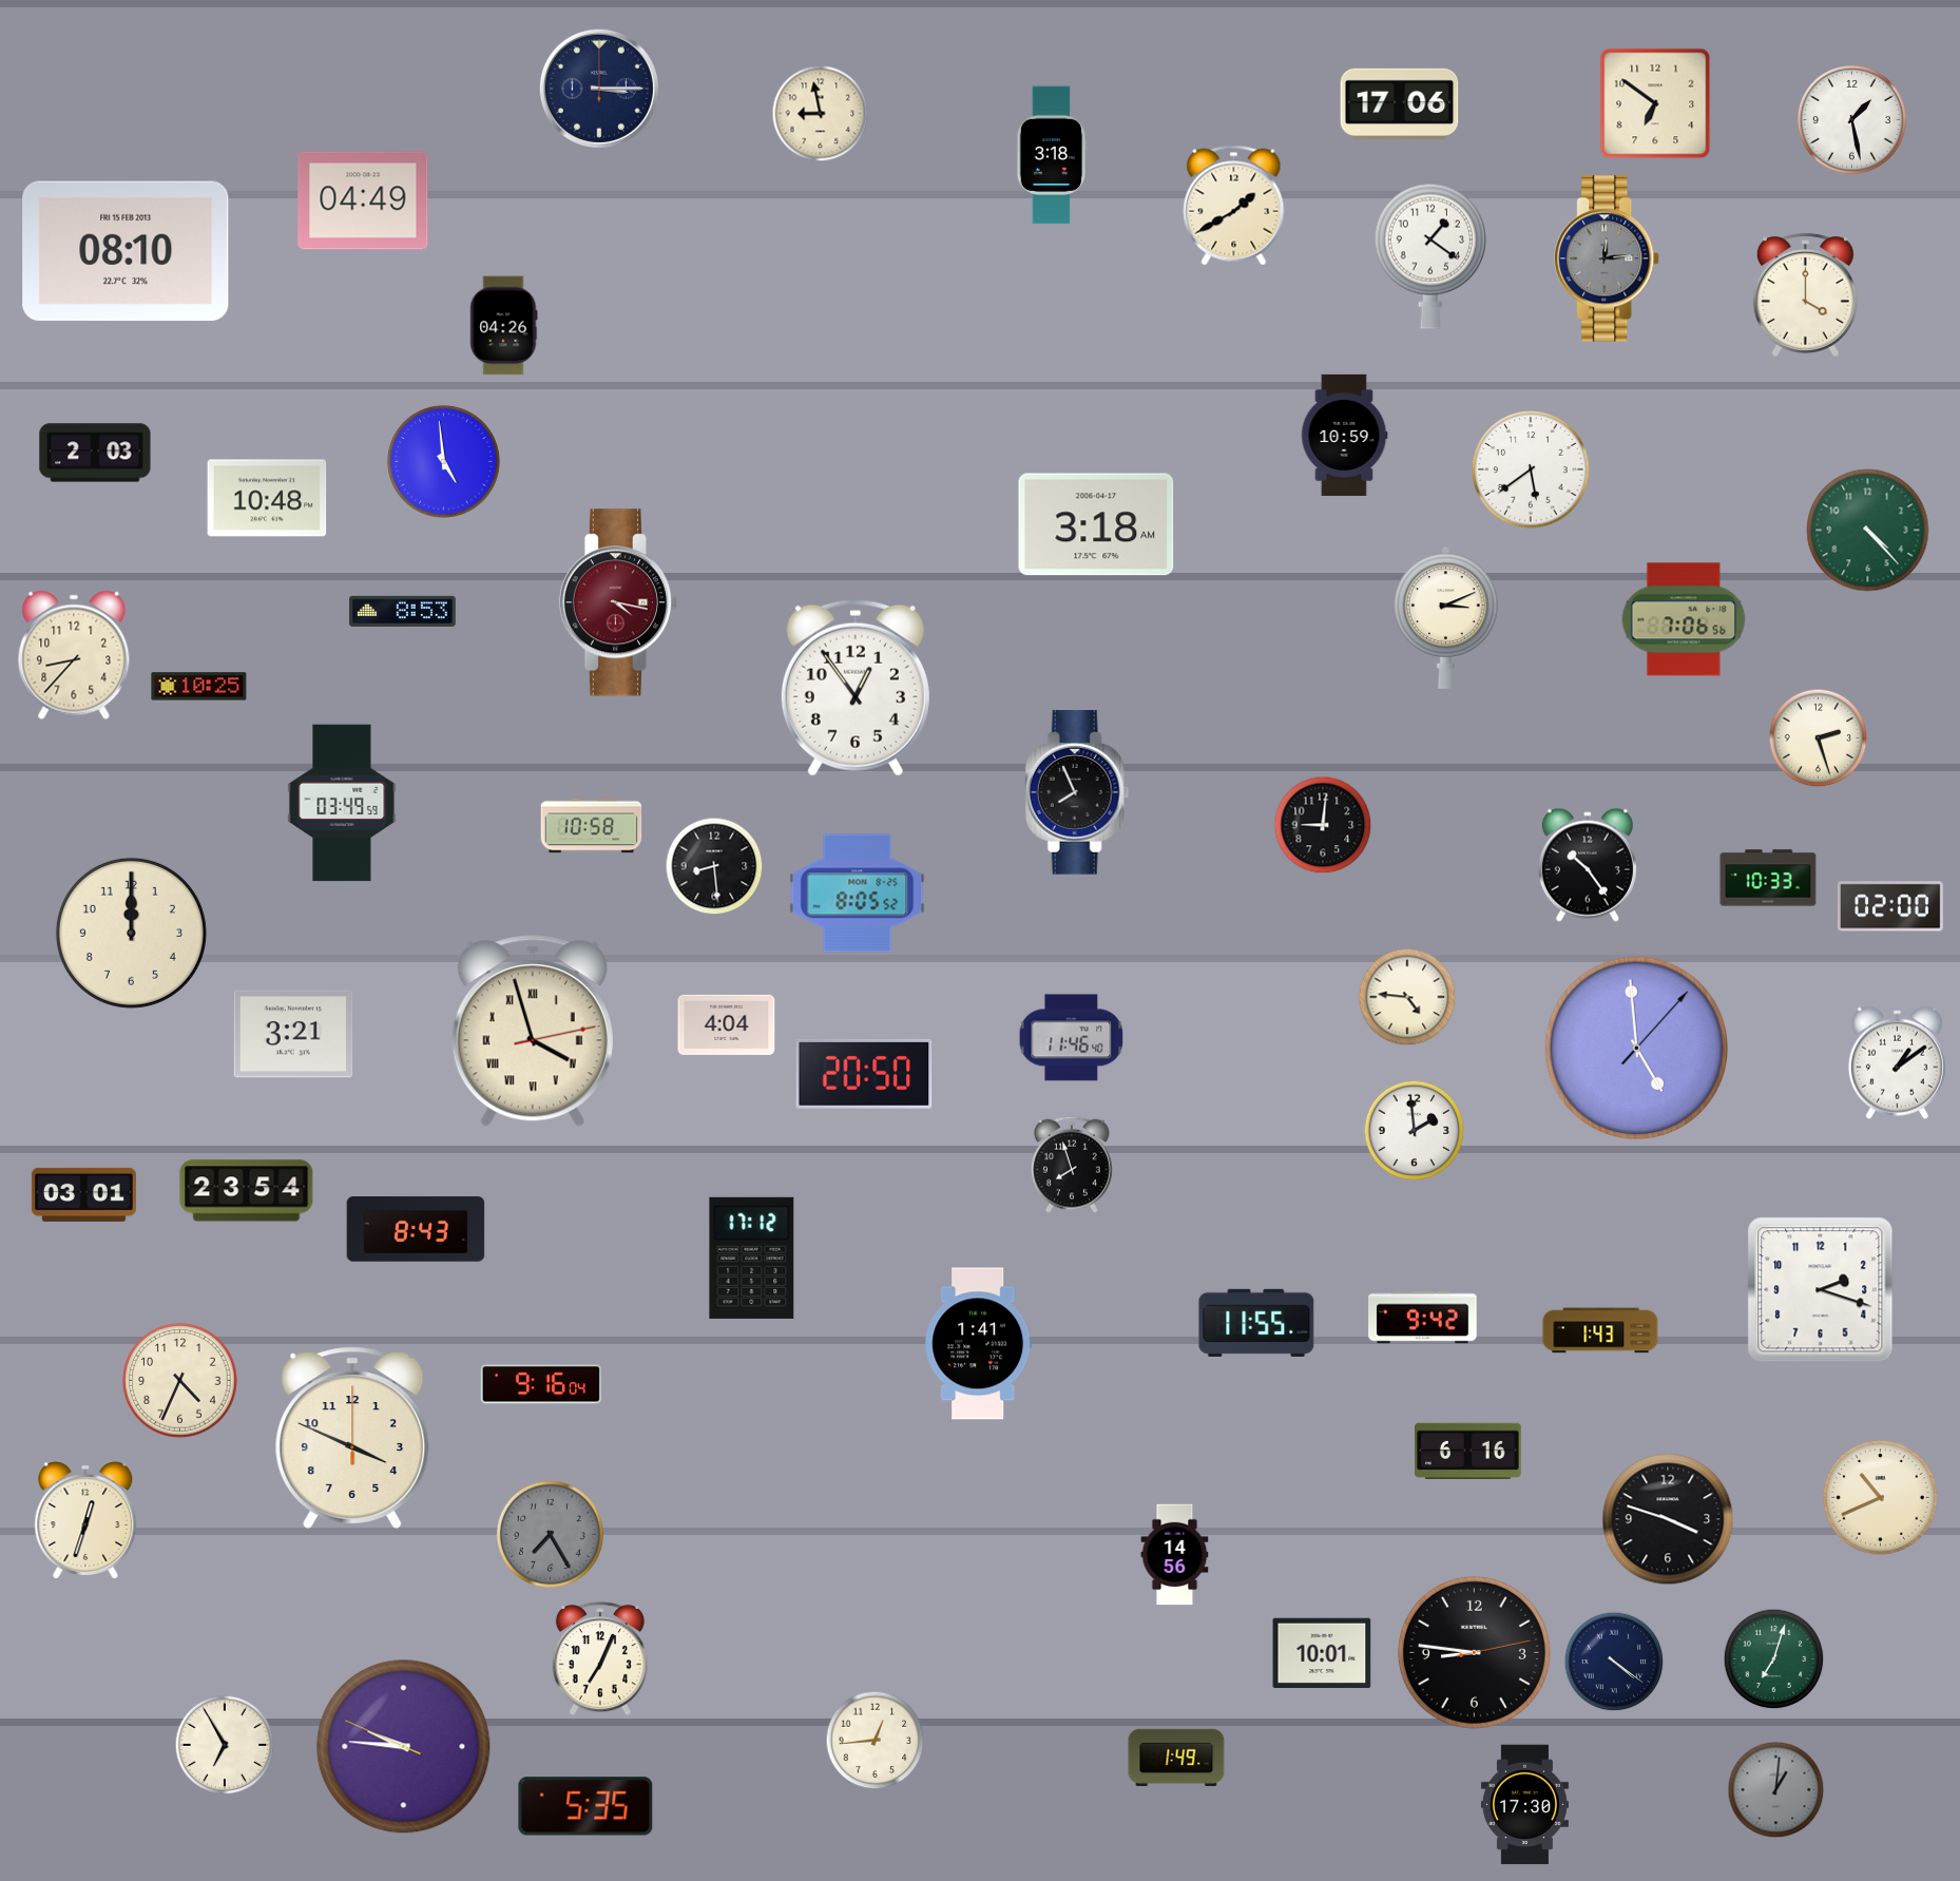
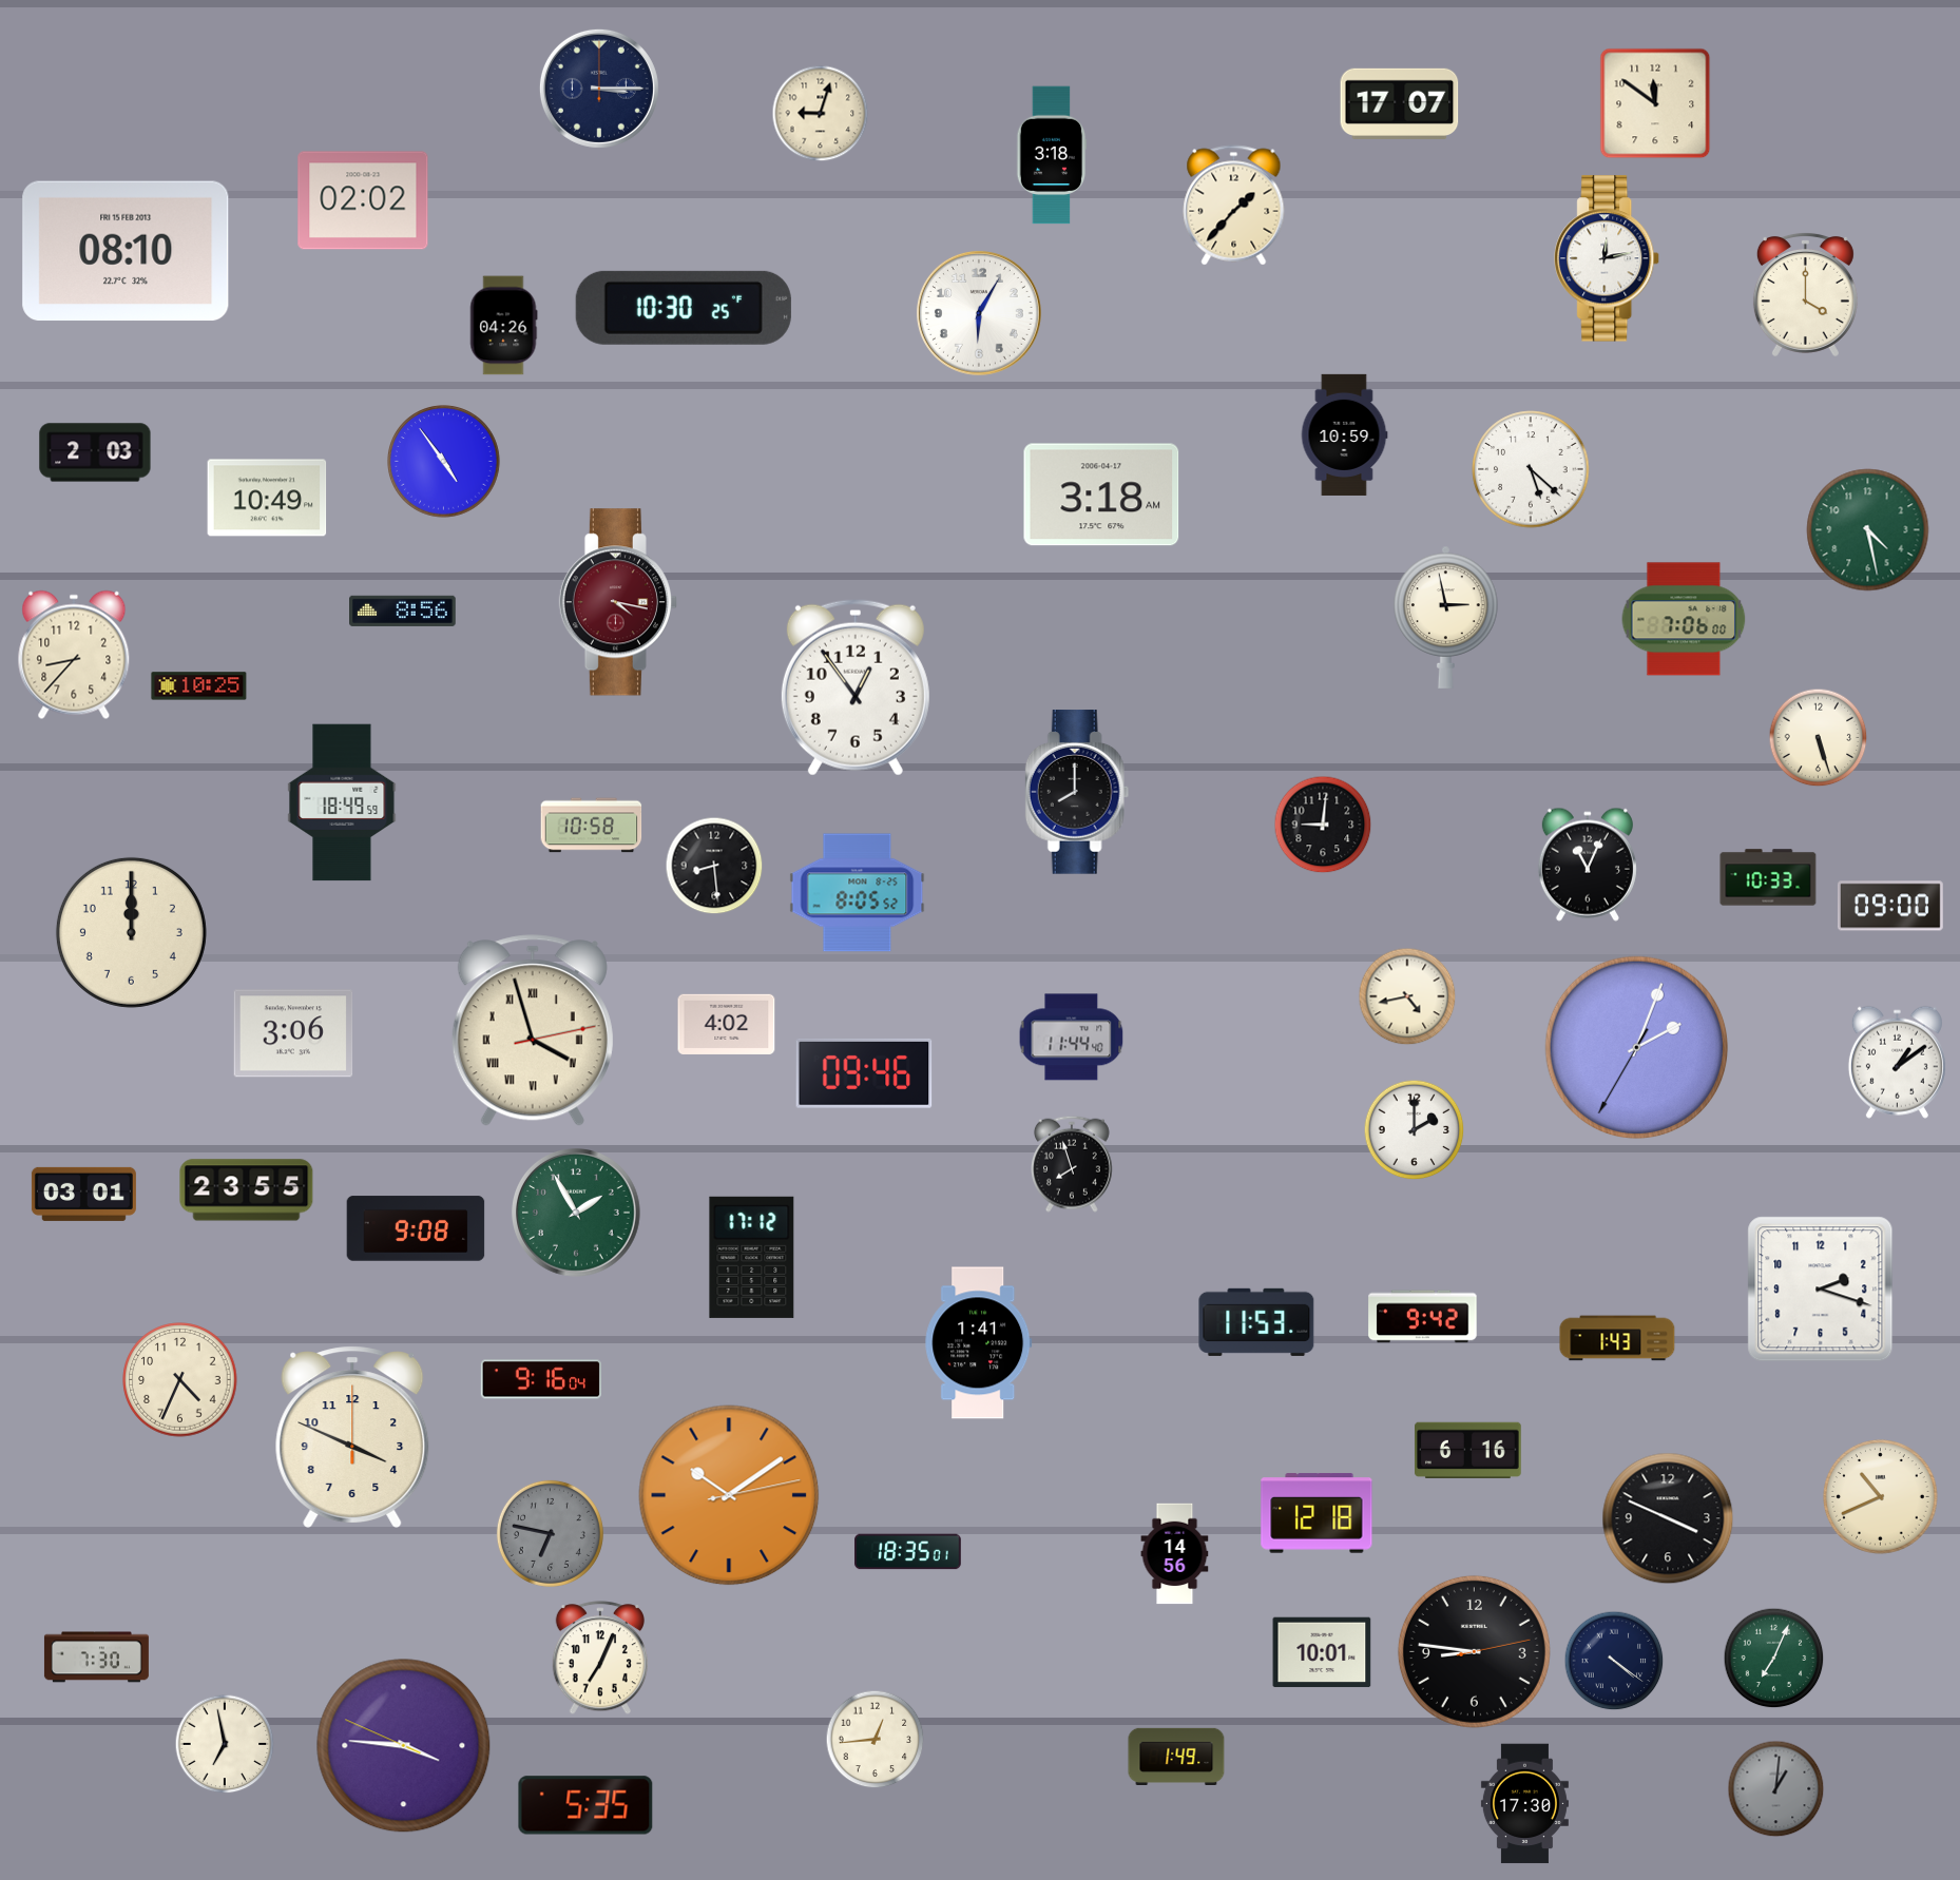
clock at (1400, 103): 17:06 -> 17:07
clock at (1655, 103): 6:51 -> 11:51
clock at (821, 114): 8:58 -> 9:03
clock at (1851, 119): 1:28 -> none
clock at (363, 200): 04:49 -> 02:02
clock at (1234, 206): 1:40 -> 1:37
clock at (1430, 256): 1:21 -> none
clock at (1608, 258): 12:14 -> 12:13
clock at (1608, 258) dial: grey -> white
clock at (684, 308): none -> 10:30
clock at (979, 313): none -> 6:05
clock at (444, 462): 4:59 -> 4:54
clock at (1531, 469): 5:39 -> 5:22
clock at (267, 498): 10:48 -> 10:49
clock at (1096, 524) position: (1096, 524) -> (1101, 495)
clock at (1868, 531): 4:23 -> 4:28
clock at (403, 611): 8:53 -> 8:56
clock at (1446, 617): 3:11 -> 2:58
clock at (1684, 619): 7:06:56 -> 7:06:00
clock at (1819, 738): 2:27 -> 5:27
clock at (1077, 792): 7:56 -> 8:00
clock at (342, 803): 03:49 -> 18:49
clock at (1588, 865): 10:24 -> 11:04
clock at (1890, 906): 02:00 -> 09:00
clock at (1407, 997): 4:46 -> 4:43
clock at (727, 1024): 4:04 -> 4:02
clock at (293, 1034): 3:21 -> 3:06
clock at (1072, 1038): 11:46 -> 11:44
clock at (1637, 1049): 4:59 -> 2:03
clock at (864, 1074): 20:50 -> 09:46
clock at (1415, 1131): 1:59 -> 2:00
clock at (247, 1191): 23:54 -> 23:55
clock at (577, 1214): none -> 1:55
clock at (416, 1229): 8:43 -> 9:08
clock at (1256, 1323): 11:55 -> 11:53
clock at (1600, 1330) position: (1600, 1330) -> (1617, 1338)
clock at (540, 1384) position: (540, 1384) -> (540, 1379)
clock at (729, 1495): none -> 10:09
clock at (1317, 1513): none -> 12:18
clock at (1668, 1519): 3:48 -> 3:49
clock at (85, 1520): 12:33 -> none
clock at (550, 1534): 7:25 -> 6:47
clock at (908, 1552): none -> 18:35
clock at (96, 1658): none -> 7:30
clock at (1774, 1659): 7:03 -> 7:04
clock at (225, 1745): 6:55 -> 6:58
clock at (404, 1747): 9:45 -> 3:45
